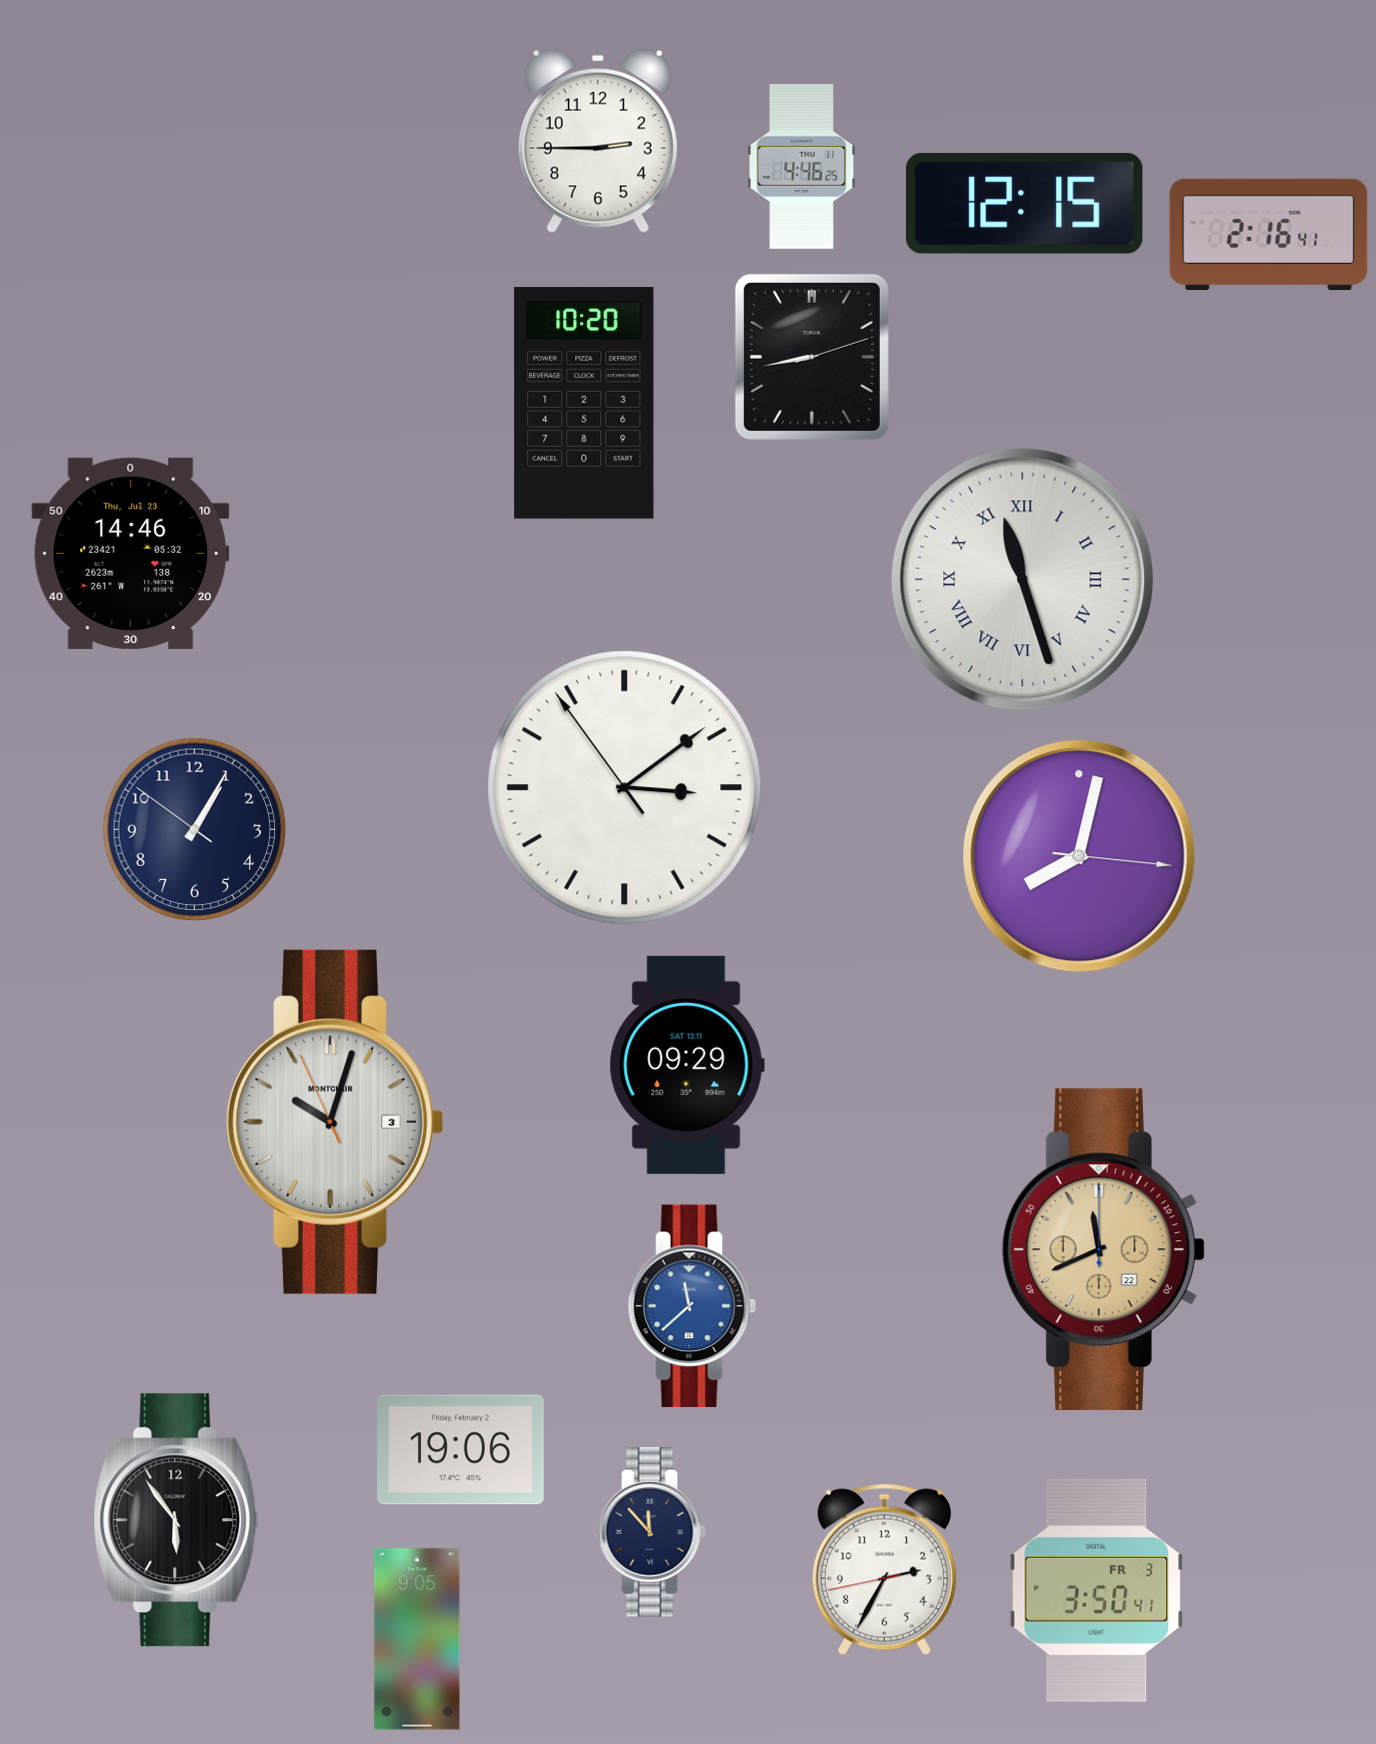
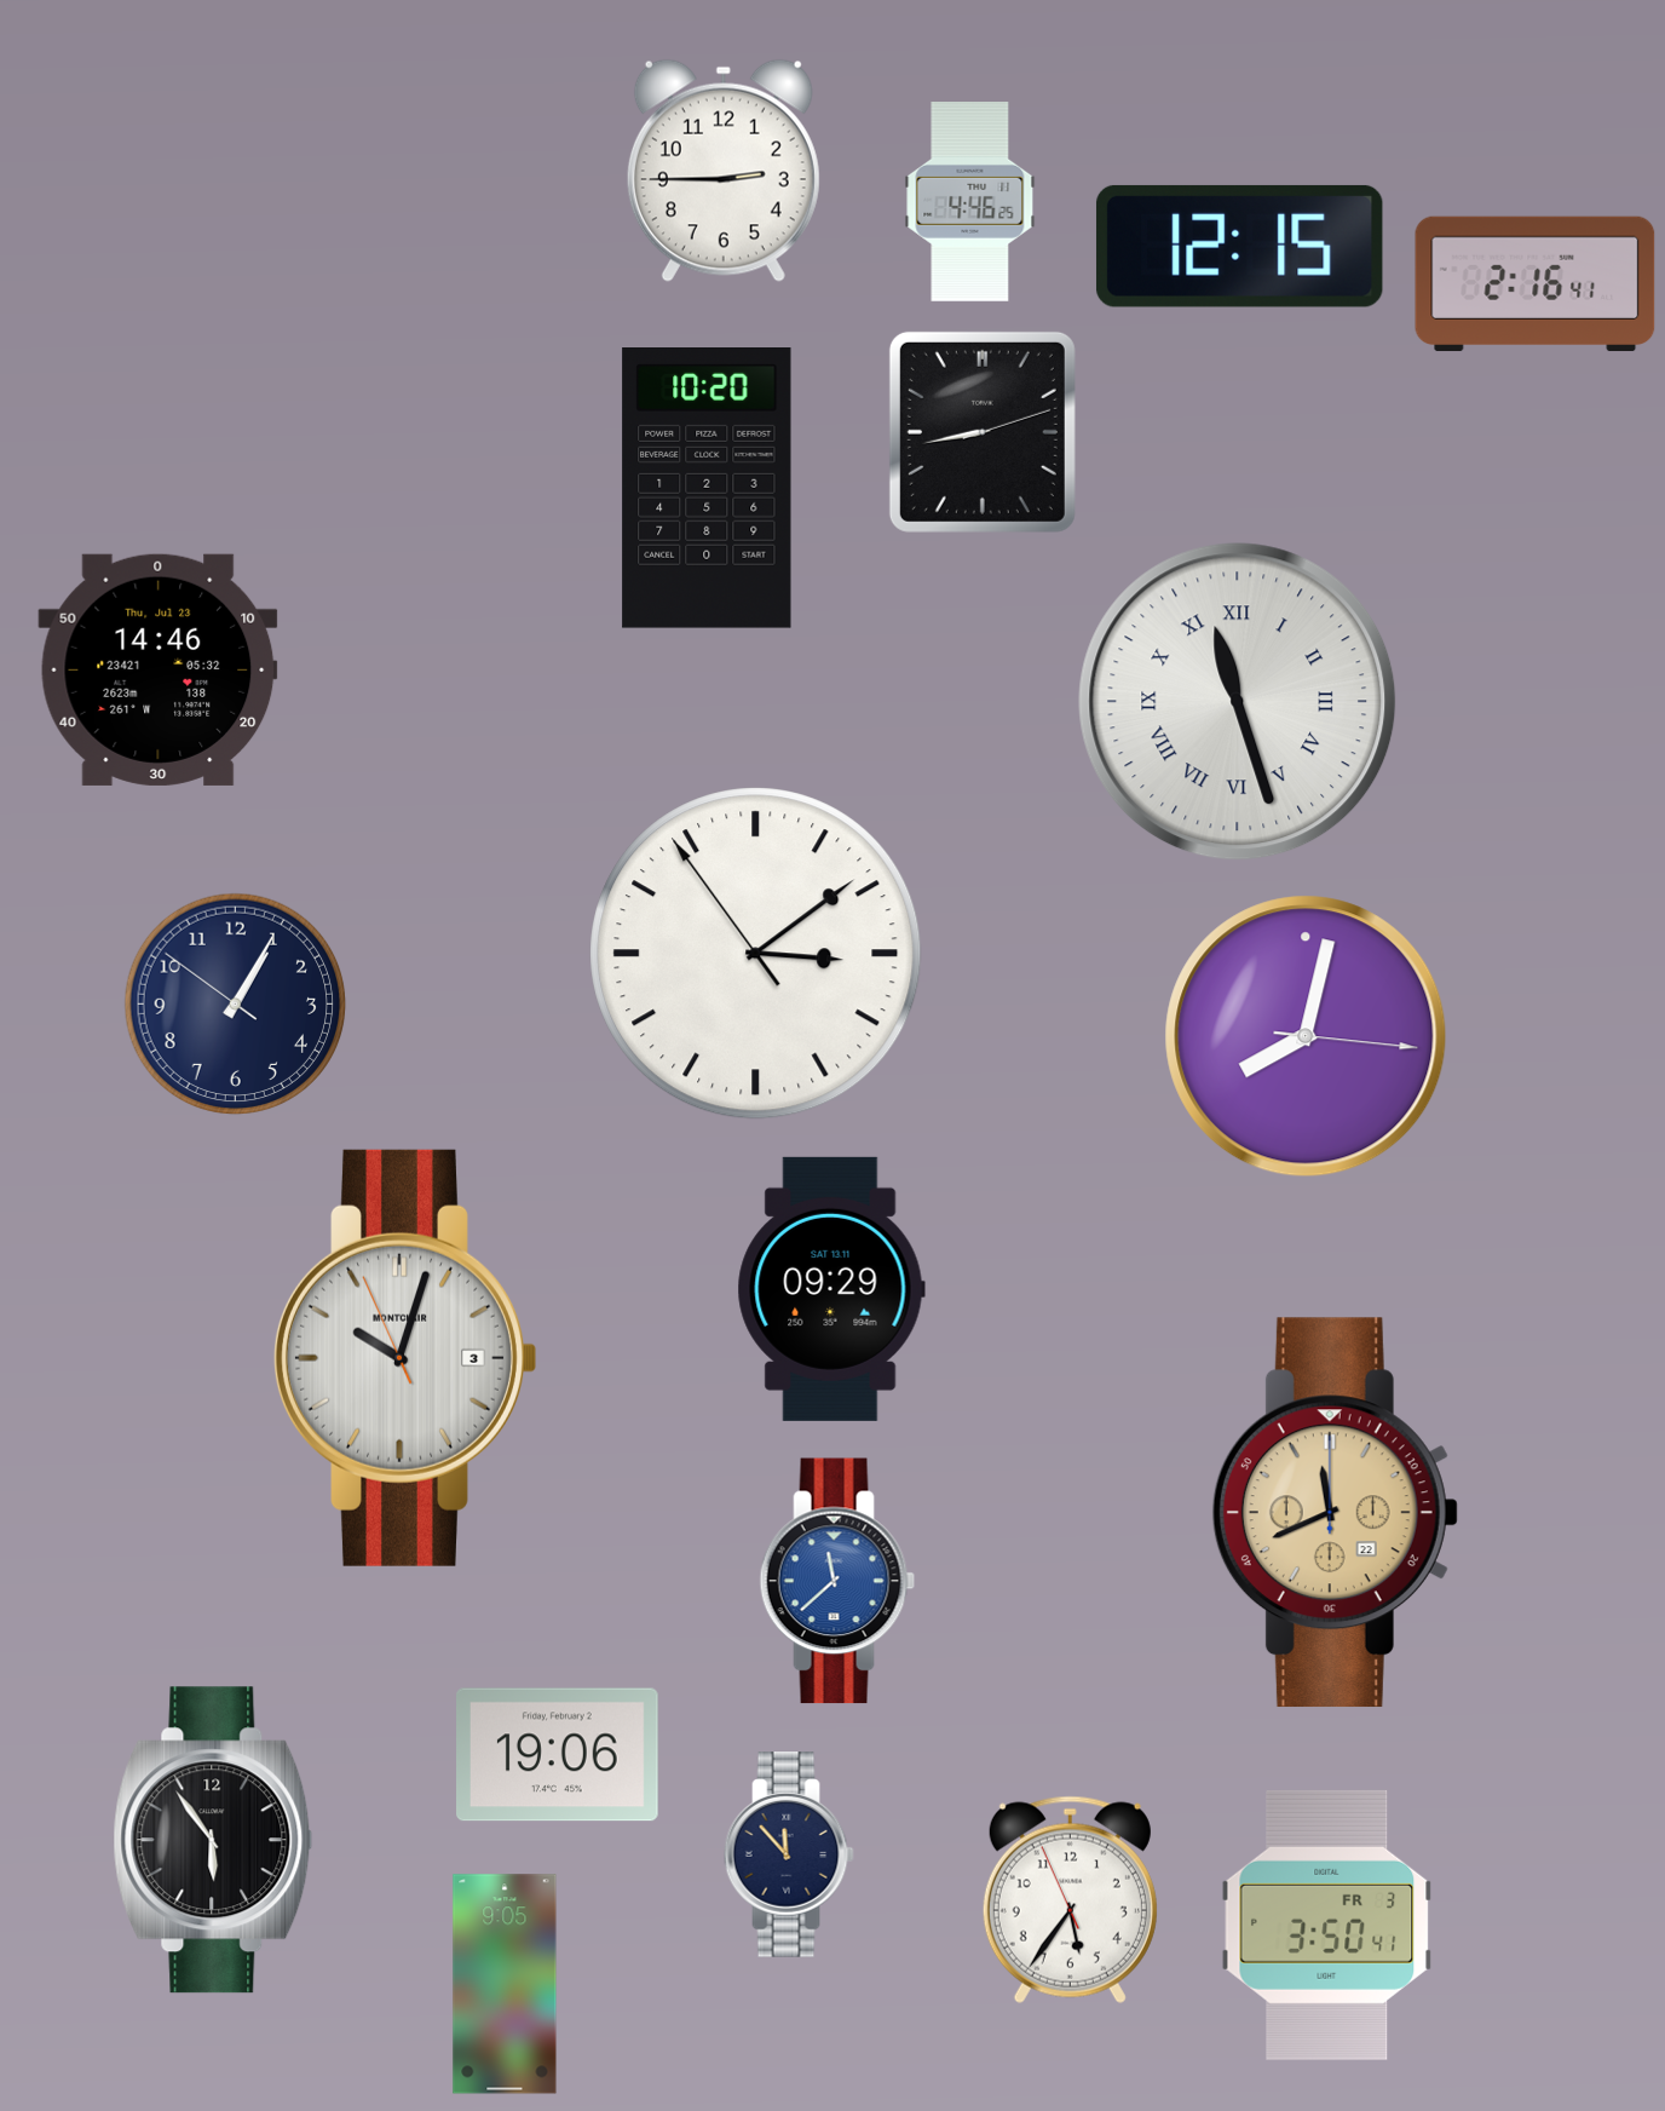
clock at (884, 1569): 2:34 -> 5:35
